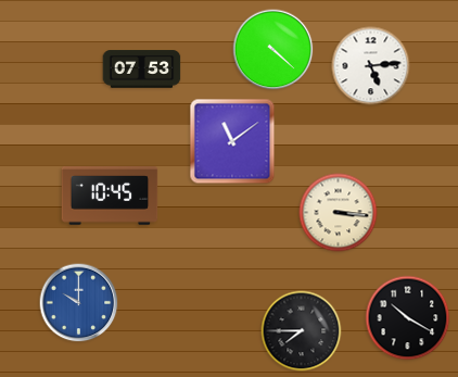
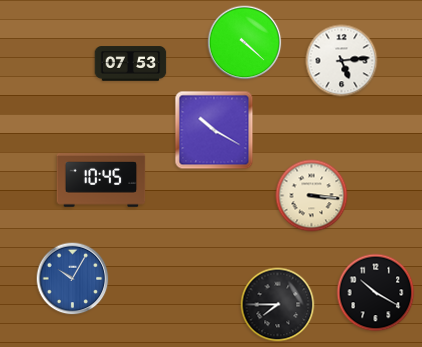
clock at (273, 50) position: (273, 50) -> (245, 43)
clock at (232, 141): 11:09 -> 10:20
clock at (79, 303): 10:00 -> 10:05
